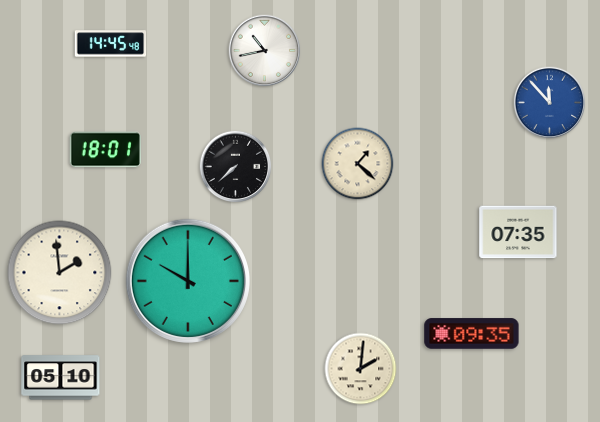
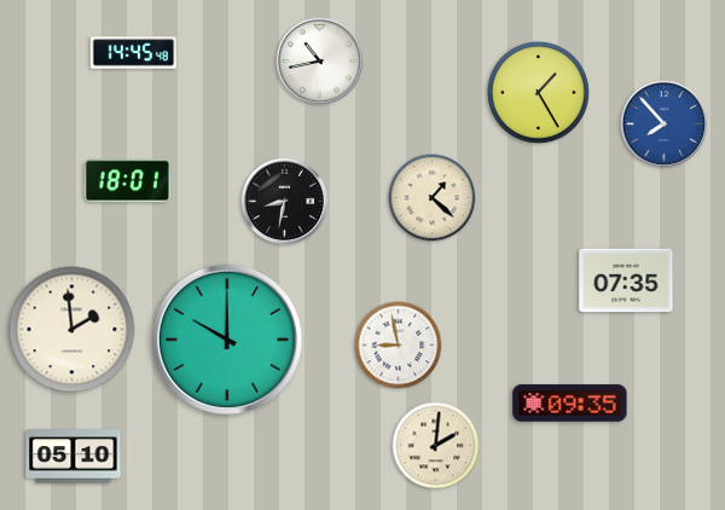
clock at (538, 92): none -> 1:25
clock at (550, 103): 11:53 -> 7:53
clock at (236, 167): 7:38 -> 8:32
clock at (399, 346): none -> 8:58
